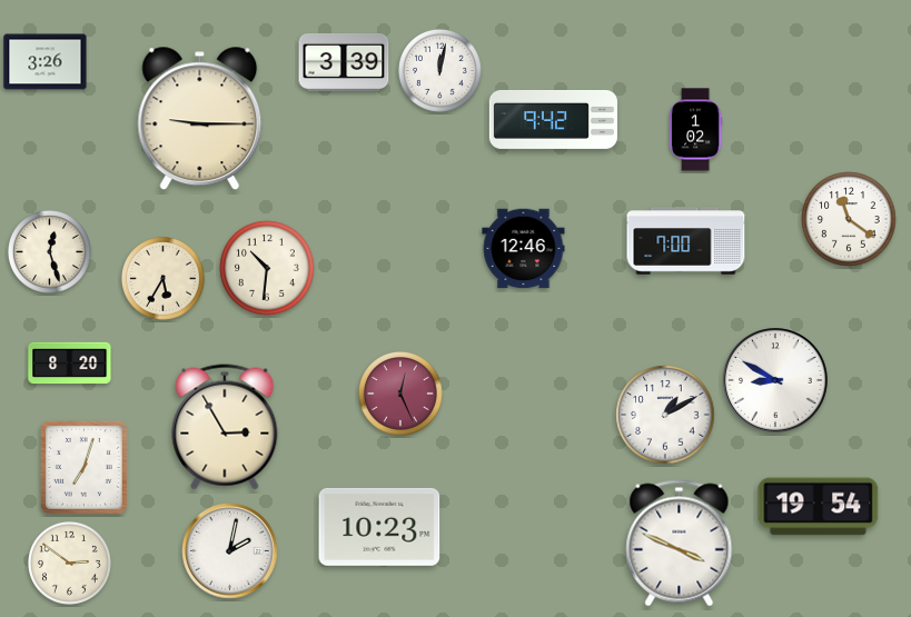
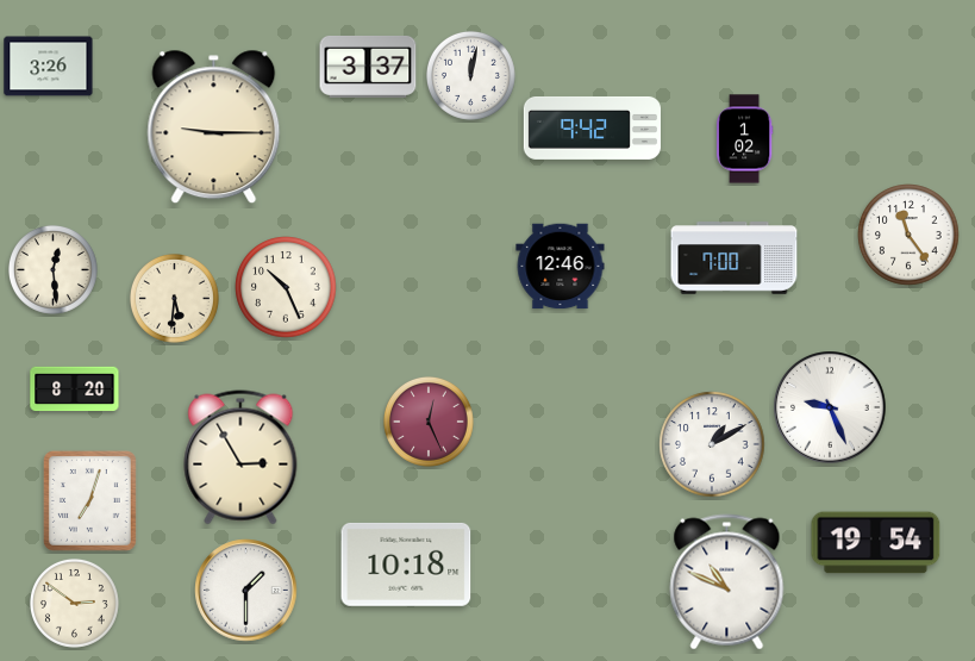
clock at (344, 62): 3:39 -> 3:37
clock at (849, 219): 11:21 -> 11:24
clock at (49, 251): 12:27 -> 12:29
clock at (267, 268): 10:31 -> 10:26
clock at (162, 278): 5:35 -> 5:31
clock at (775, 380): 8:50 -> 9:26
clock at (379, 527): 10:23 -> 10:18
clock at (680, 544): 3:49 -> 10:49
clock at (230, 551): 2:02 -> 1:30
